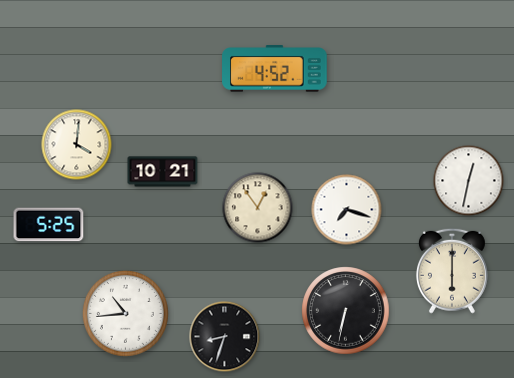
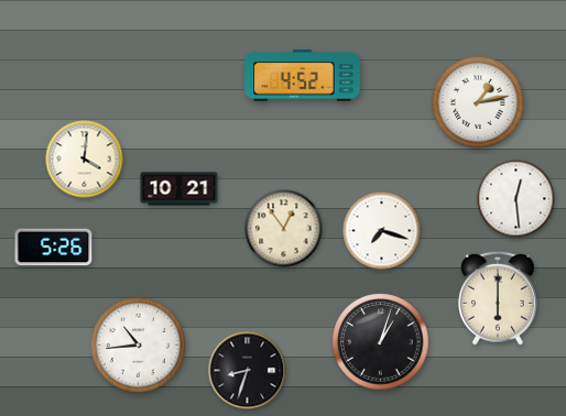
clock at (478, 102): none -> 1:13
clock at (469, 181): 12:32 -> 12:29
clock at (49, 225): 5:25 -> 5:26
clock at (346, 311): 6:32 -> 1:03
